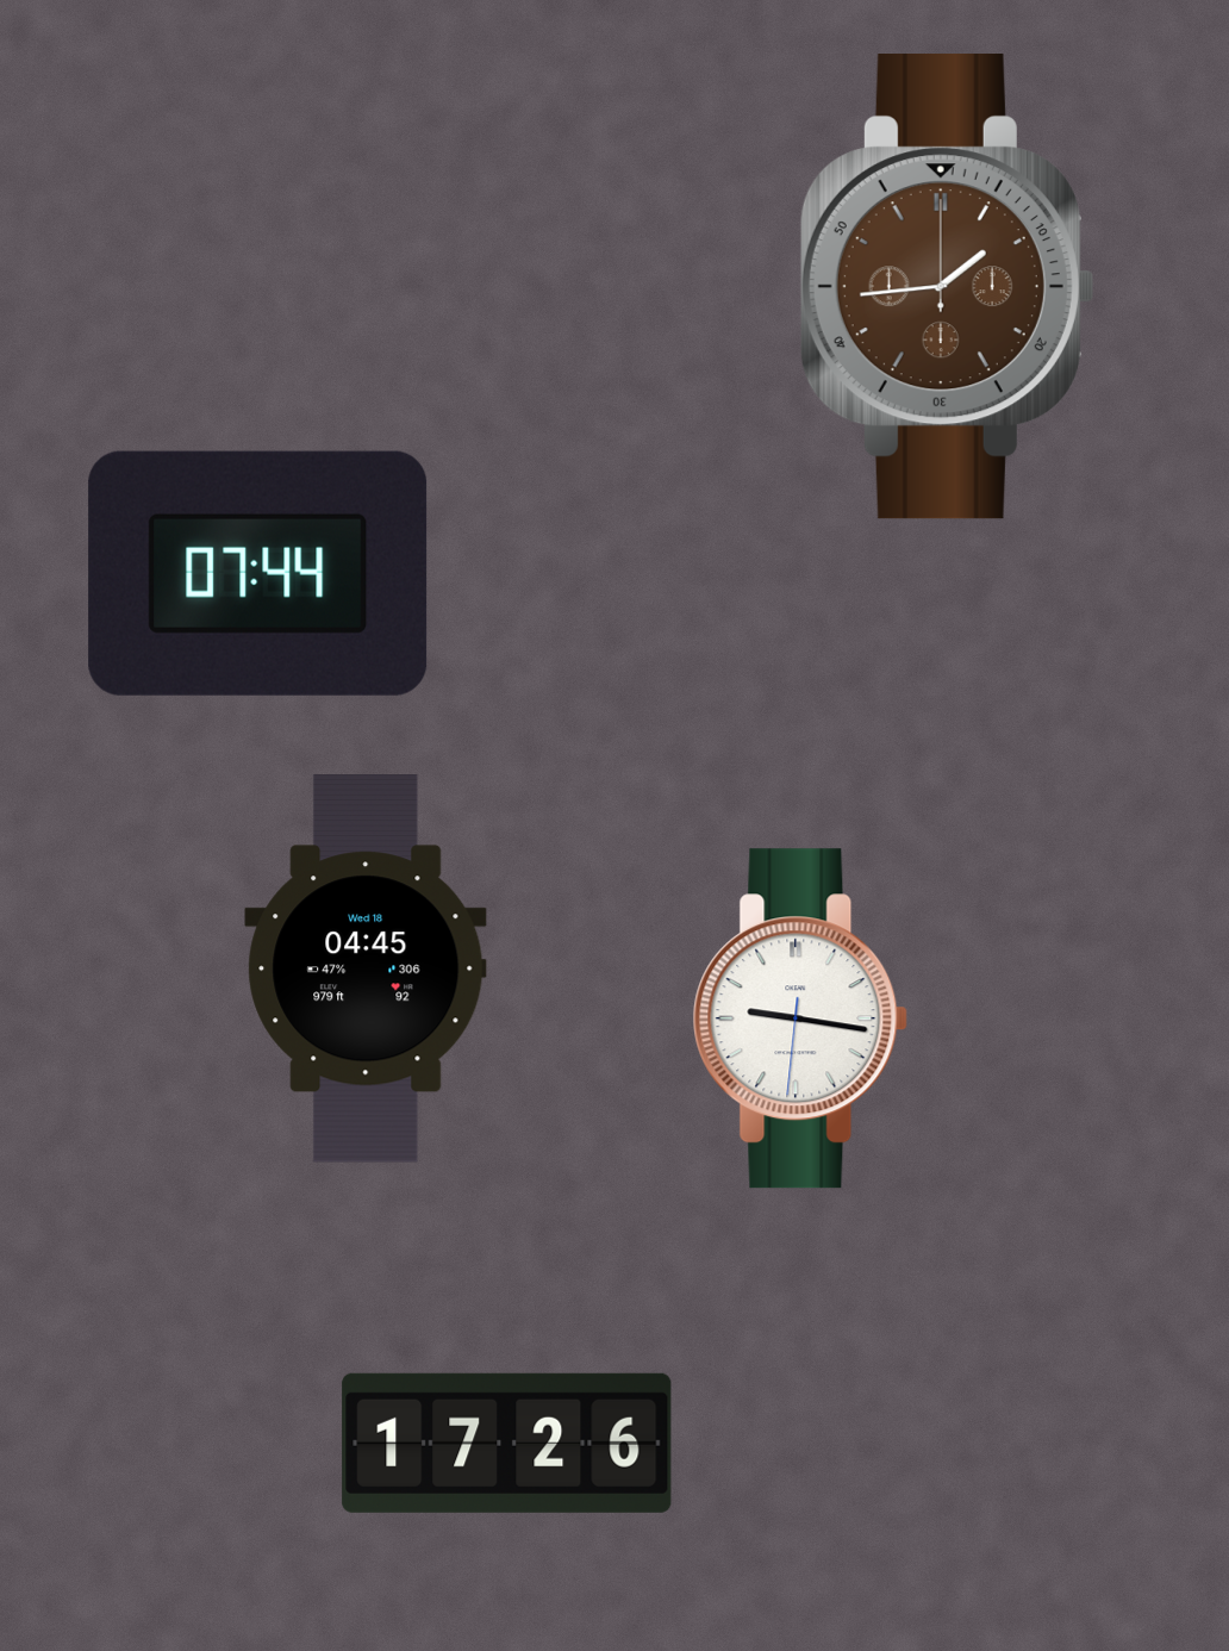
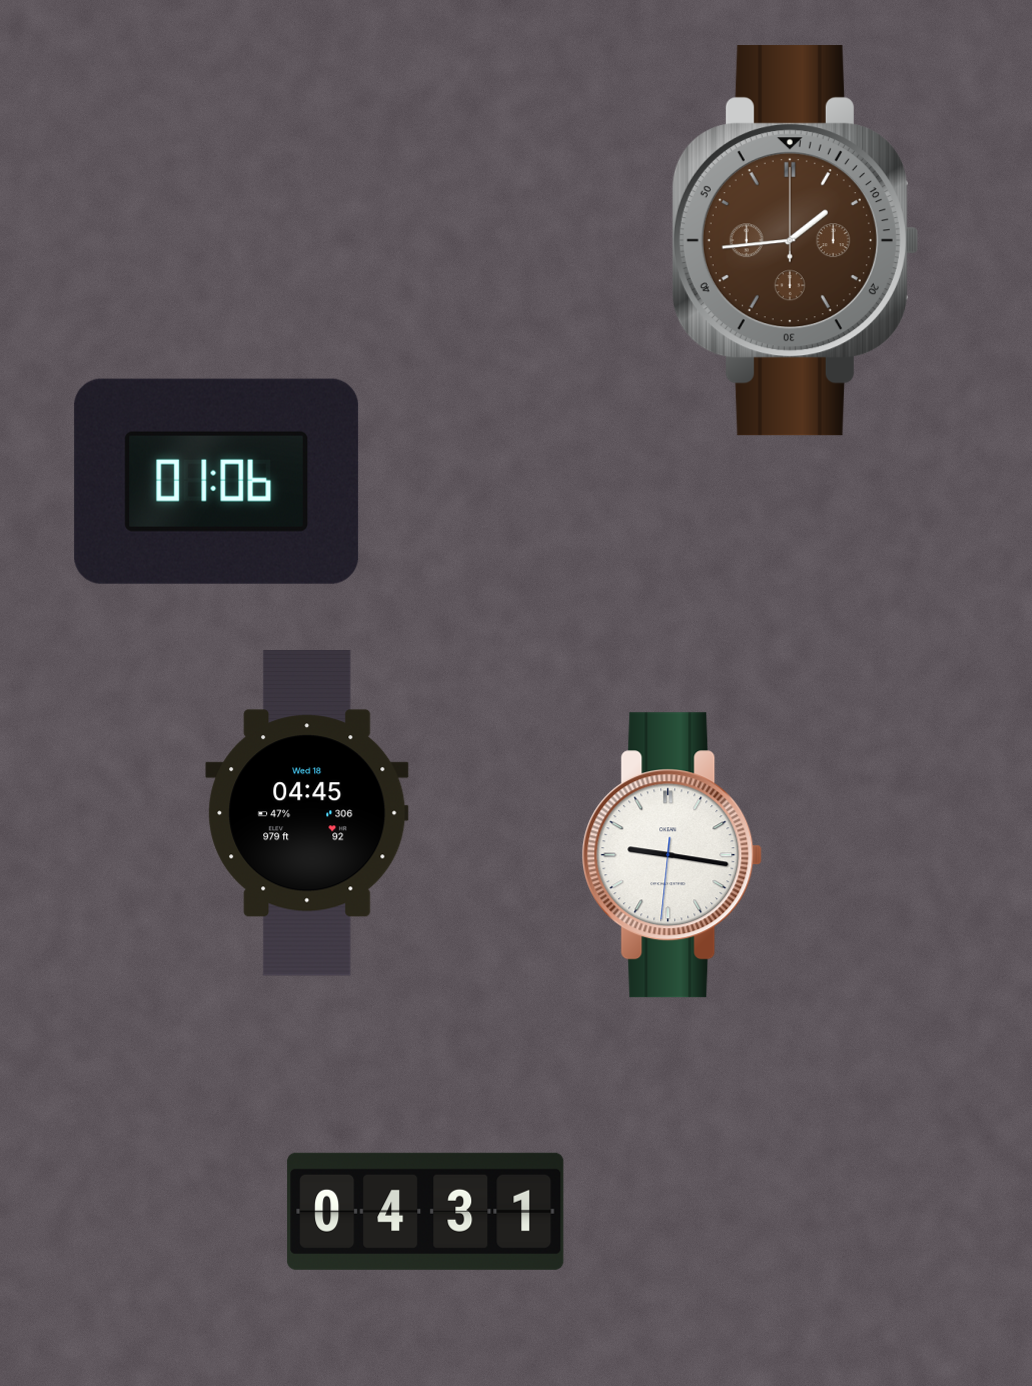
clock at (258, 573): 07:44 -> 01:06
clock at (507, 1443): 17:26 -> 04:31
